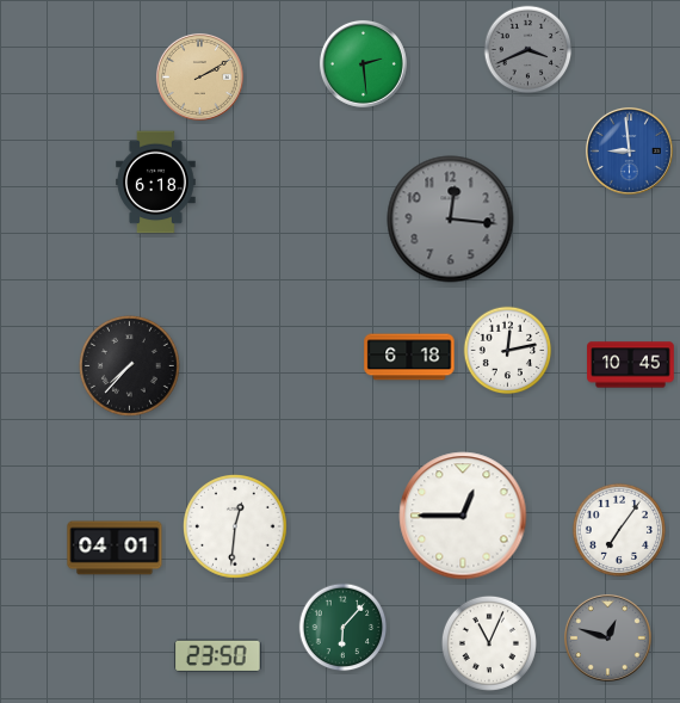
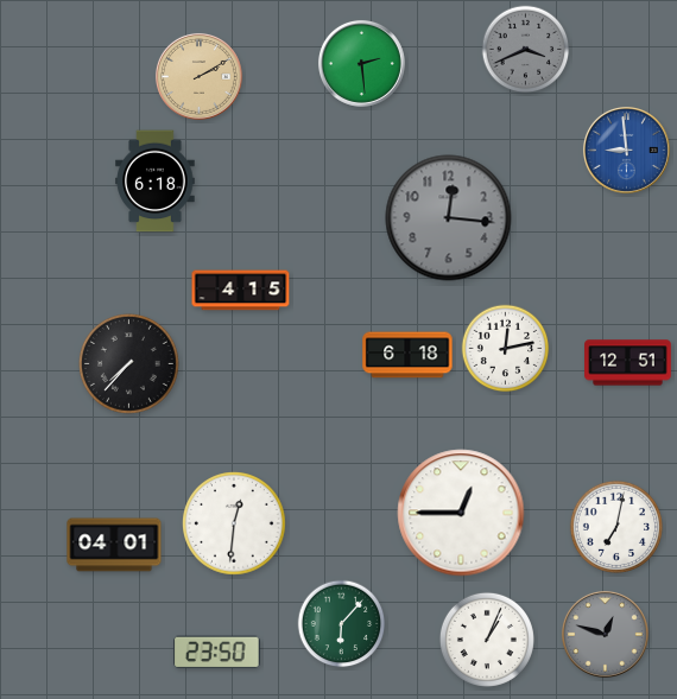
clock at (241, 291): none -> 4:15
clock at (631, 365): 10:45 -> 12:51
clock at (619, 530): 7:06 -> 7:02
clock at (489, 643): 11:04 -> 1:04
